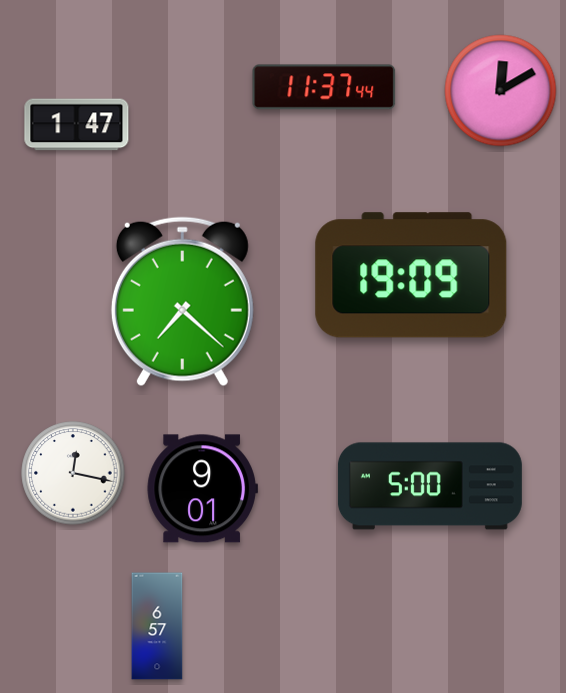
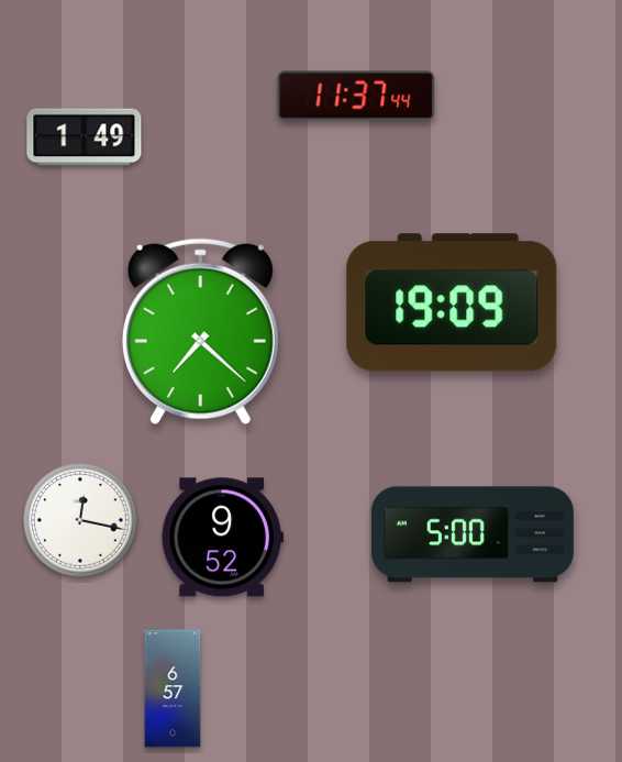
clock at (501, 91): 12:10 -> none
clock at (77, 125): 1:47 -> 1:49
clock at (202, 489): 9:01 -> 9:52
